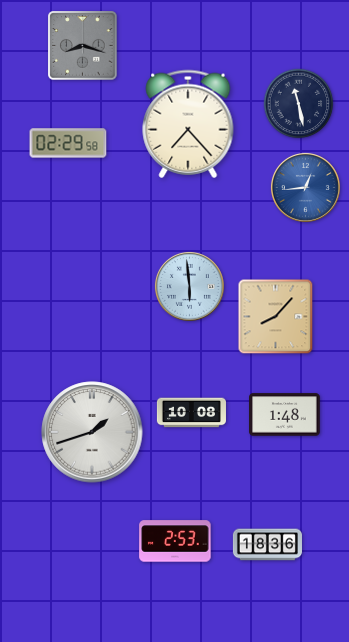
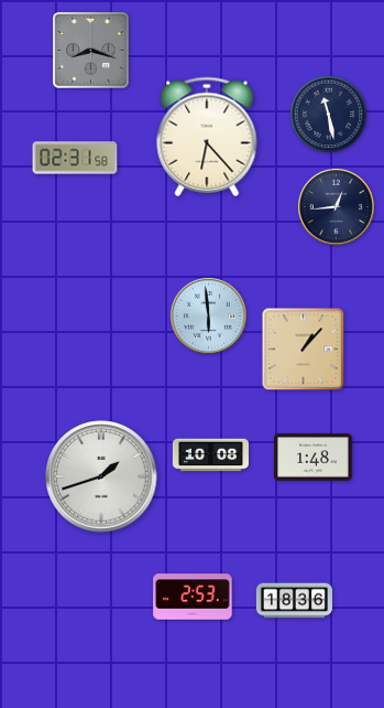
clock at (188, 124): 7:23 -> 6:23
clock at (68, 143): 02:29 -> 02:31
clock at (305, 187) dial: blue -> navy
clock at (276, 317): 8:07 -> 1:07
